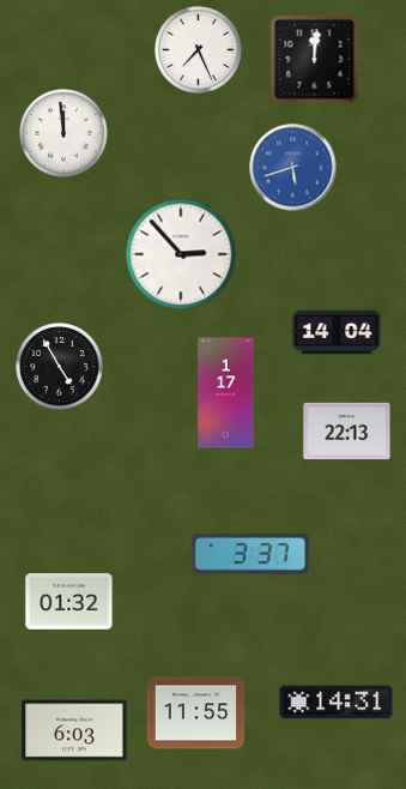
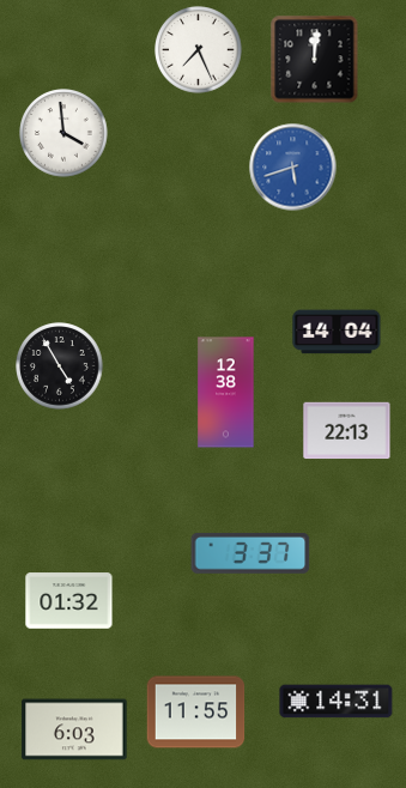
clock at (63, 133): 11:59 -> 3:59
clock at (181, 254): 2:53 -> none
clock at (226, 393): 1:17 -> 12:38
